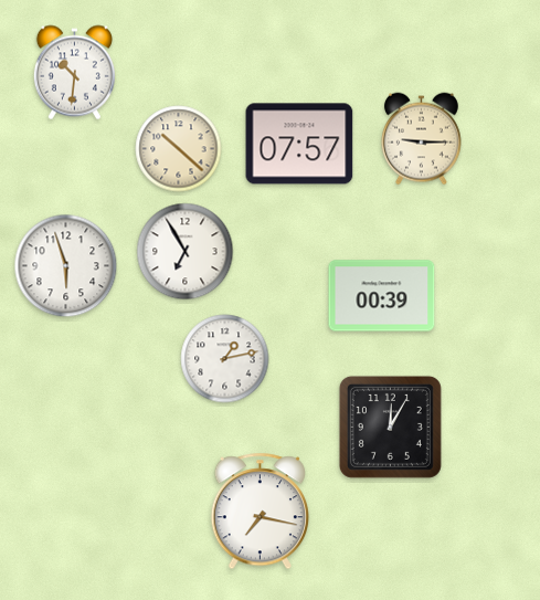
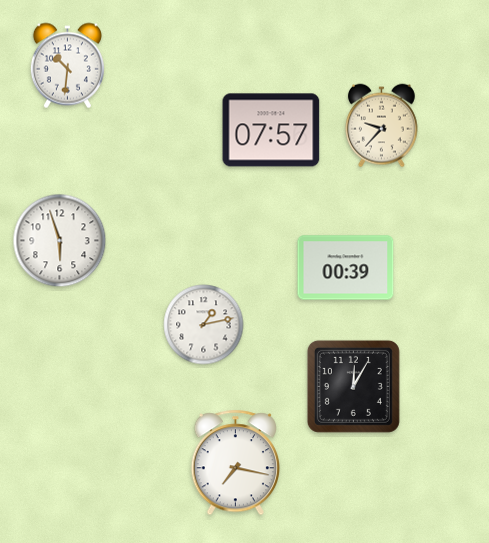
clock at (421, 139): 9:15 -> 9:37
clock at (179, 149): 10:22 -> none
clock at (186, 252): 6:55 -> none
